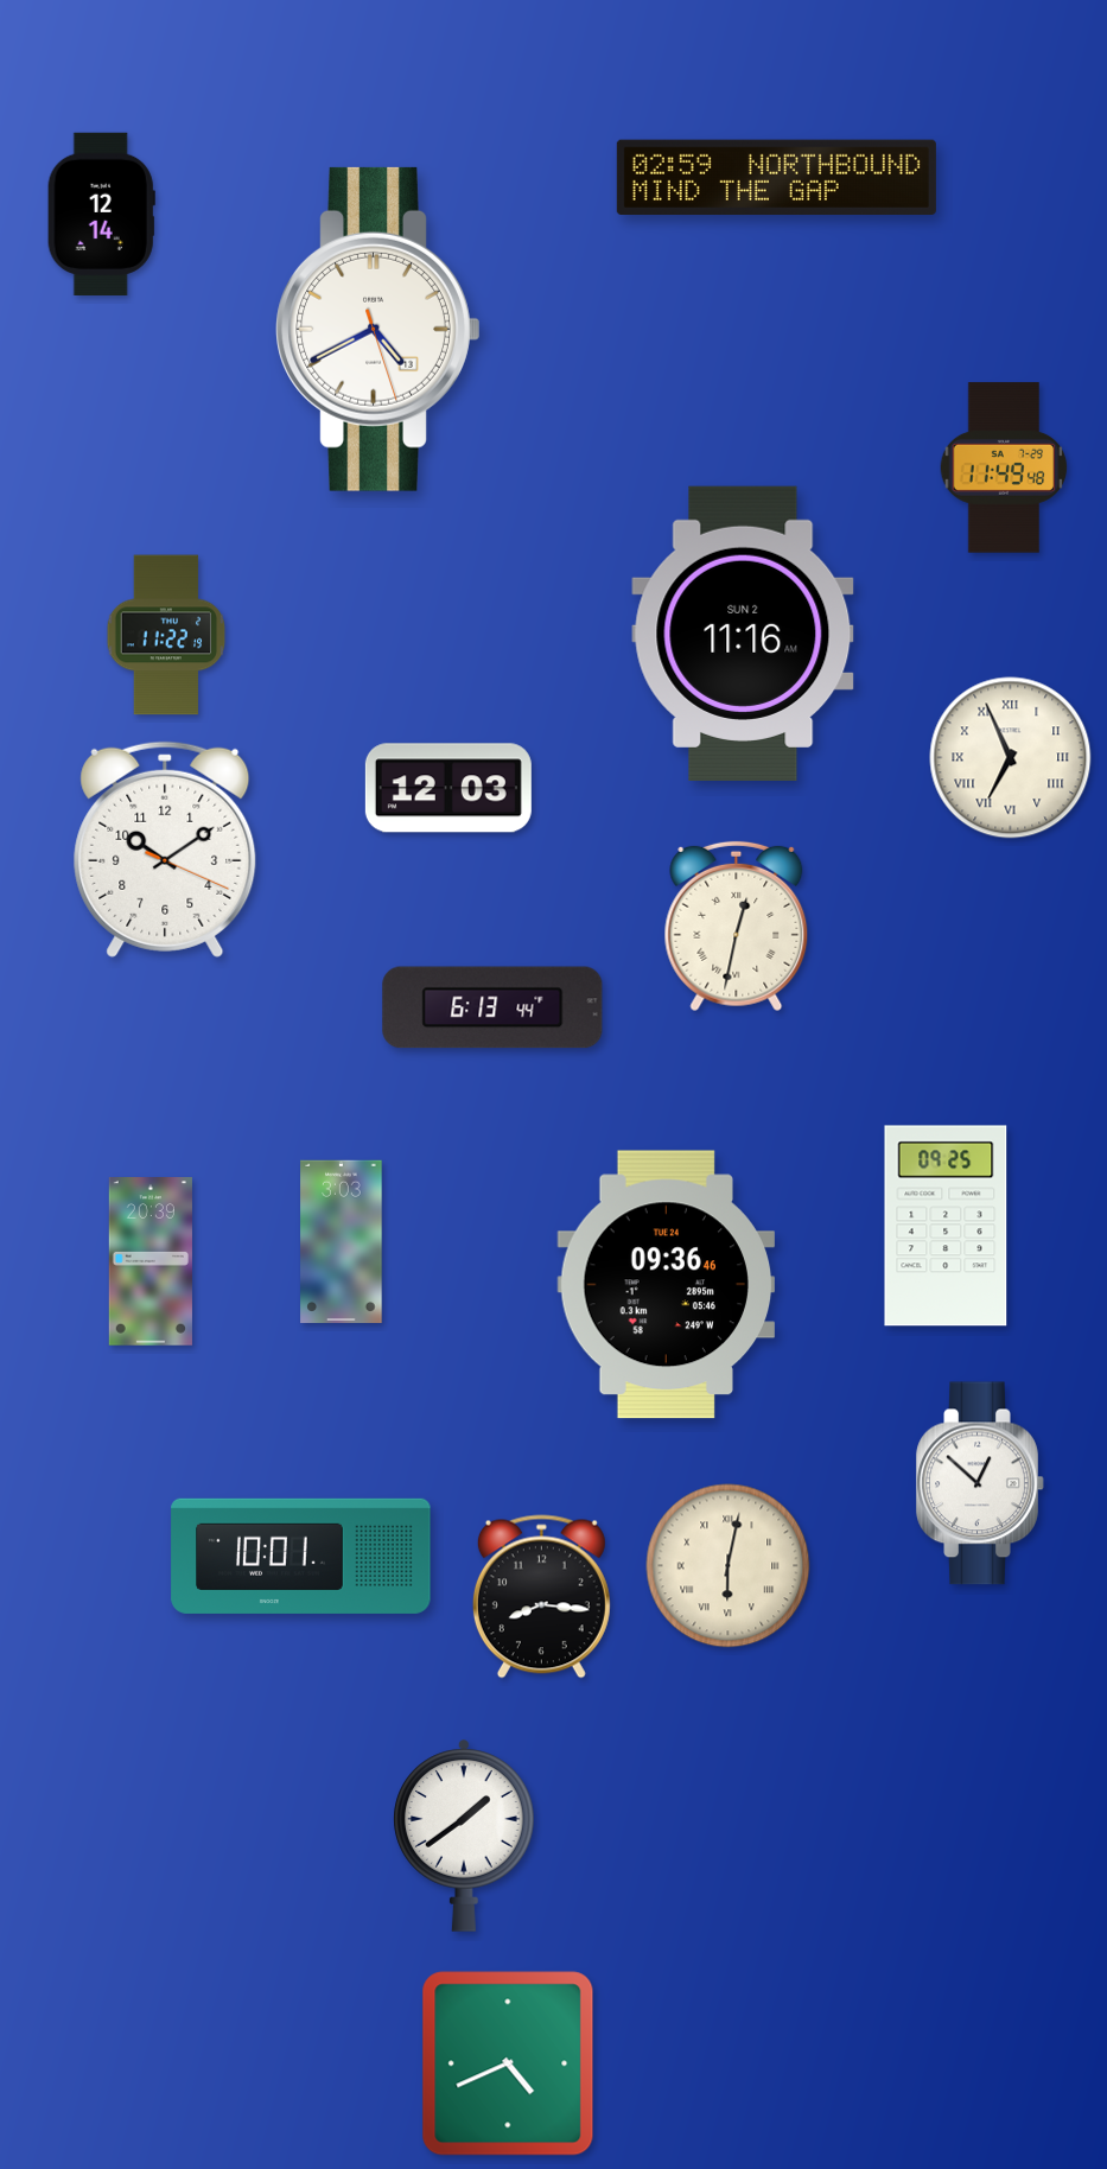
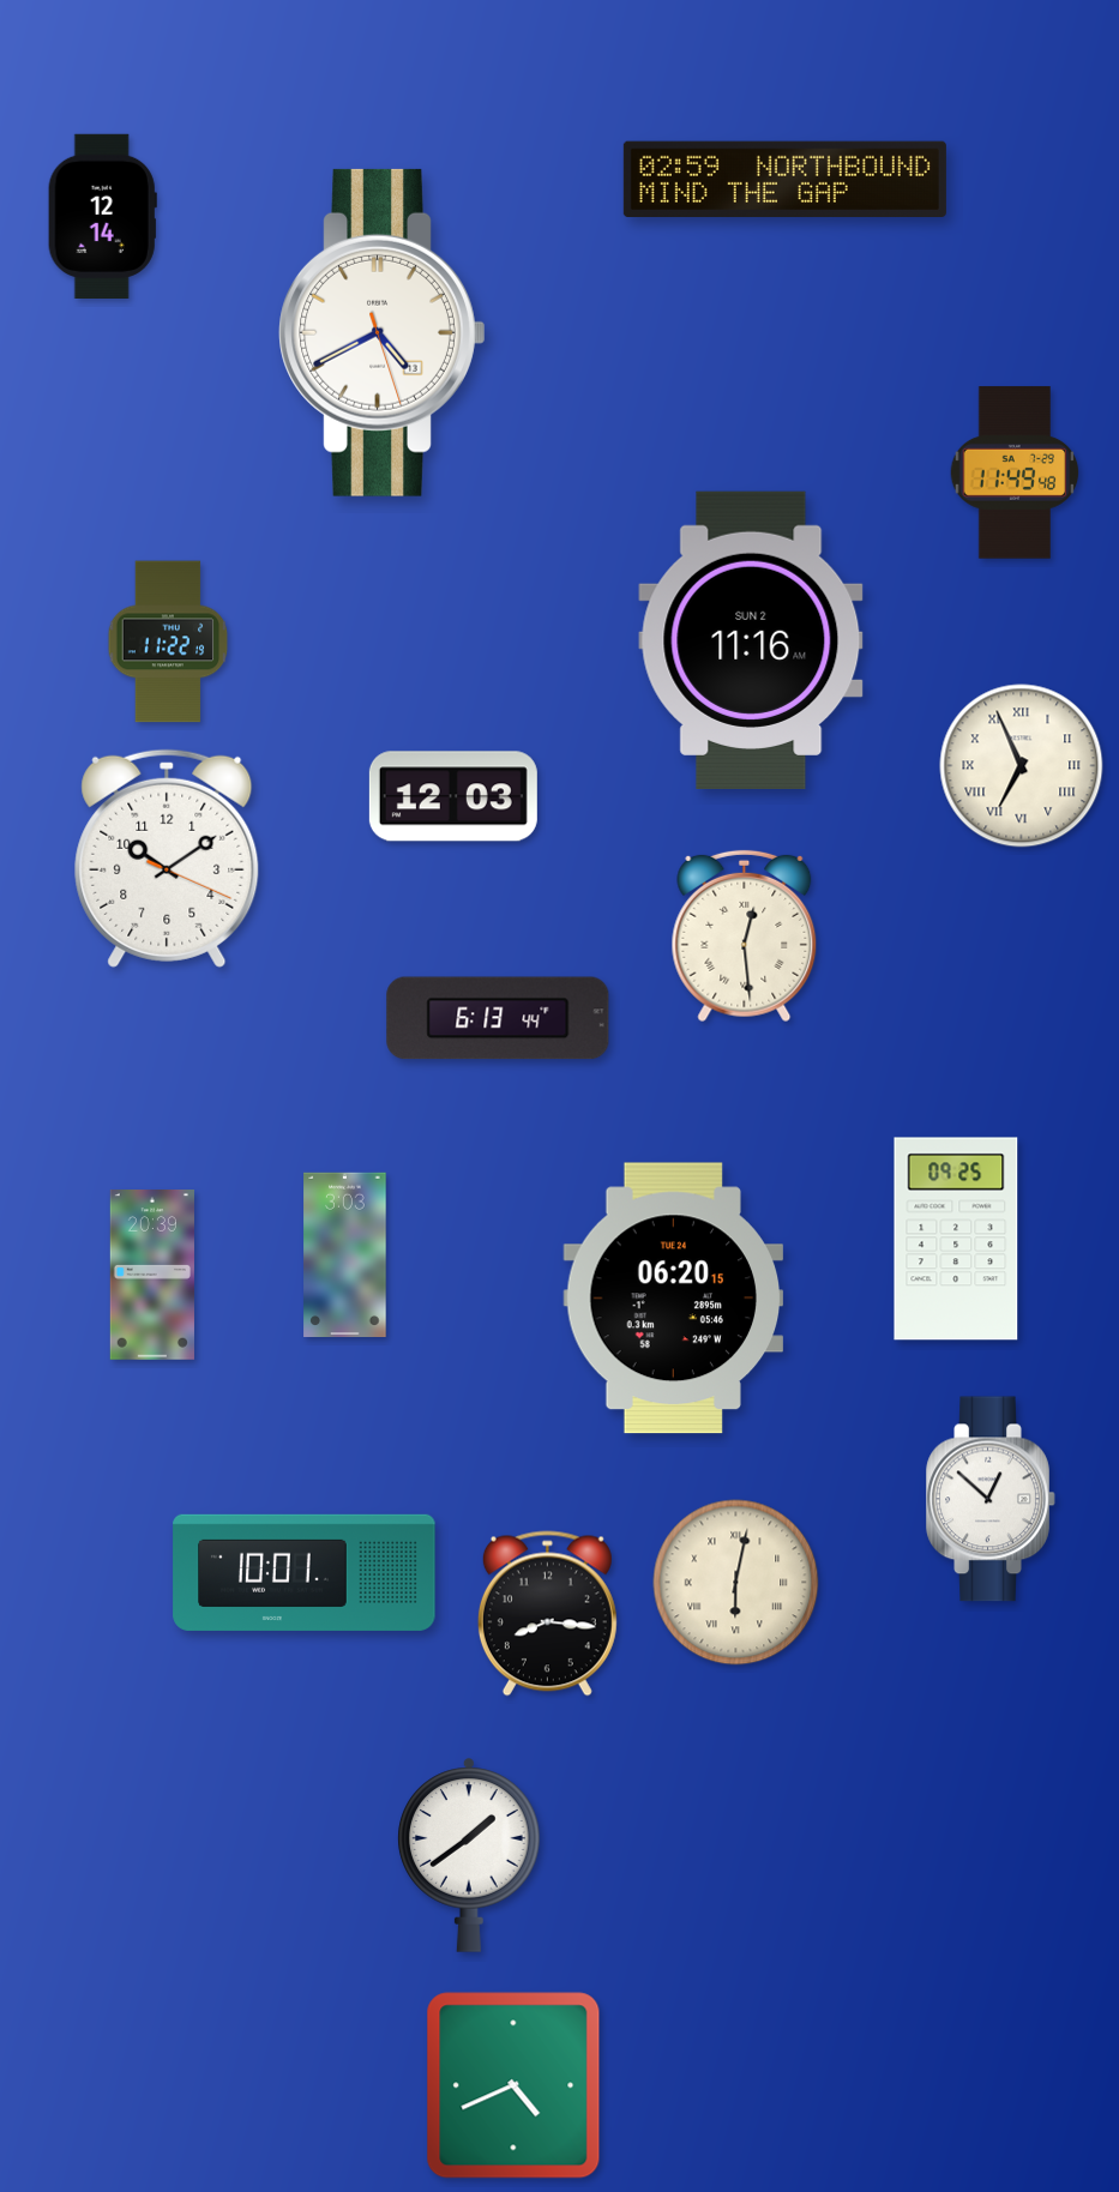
clock at (737, 927): 12:32 -> 12:29
clock at (667, 1285): 09:36 -> 06:20
